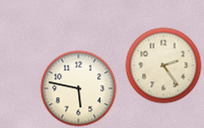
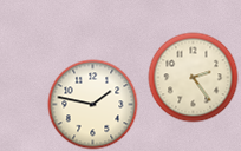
clock at (79, 89): 5:47 -> 1:47
